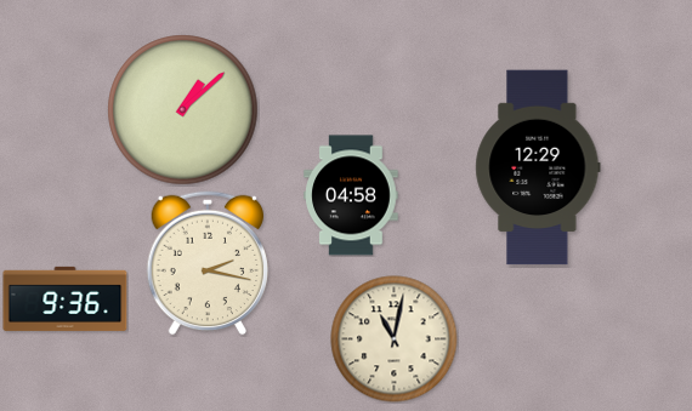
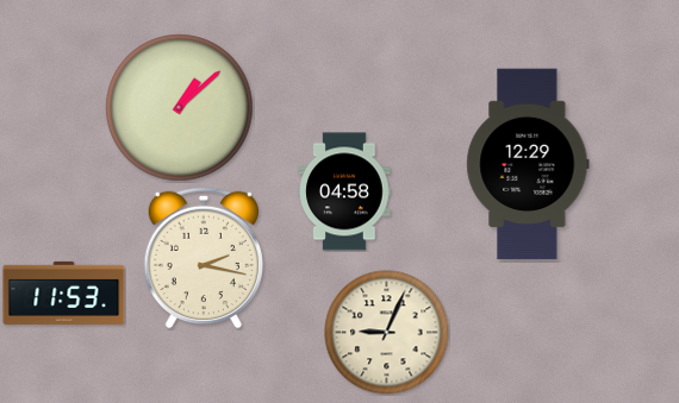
clock at (66, 298): 9:36 -> 11:53
clock at (395, 339): 11:02 -> 9:04
